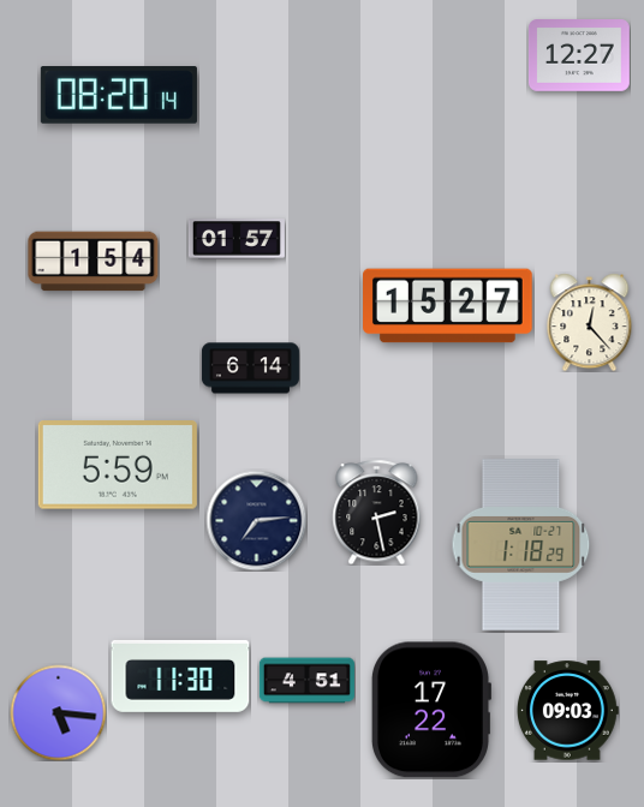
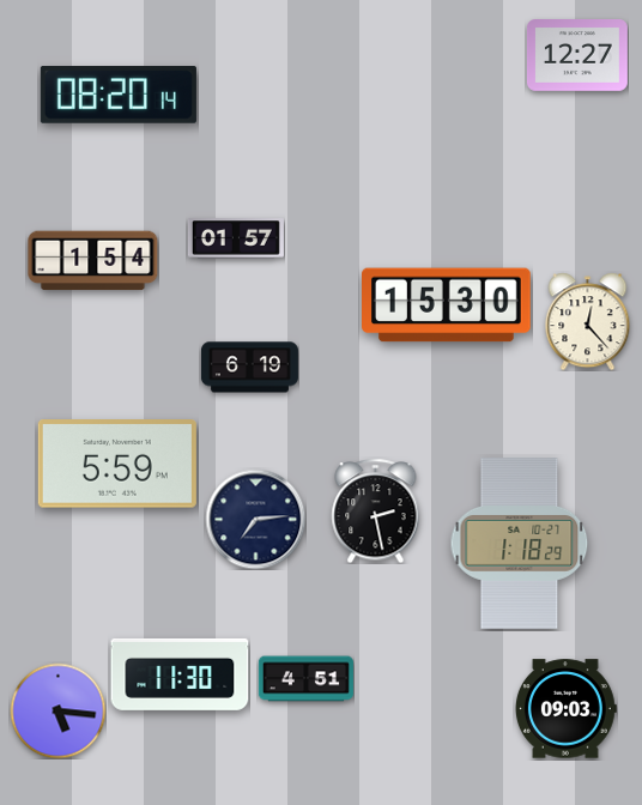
clock at (448, 306): 15:27 -> 15:30
clock at (250, 369): 6:14 -> 6:19
clock at (430, 710): 17:22 -> none
